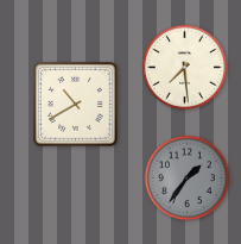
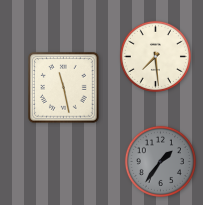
clock at (76, 105): 10:40 -> 11:28
clock at (186, 177) position: (186, 177) -> (160, 161)
